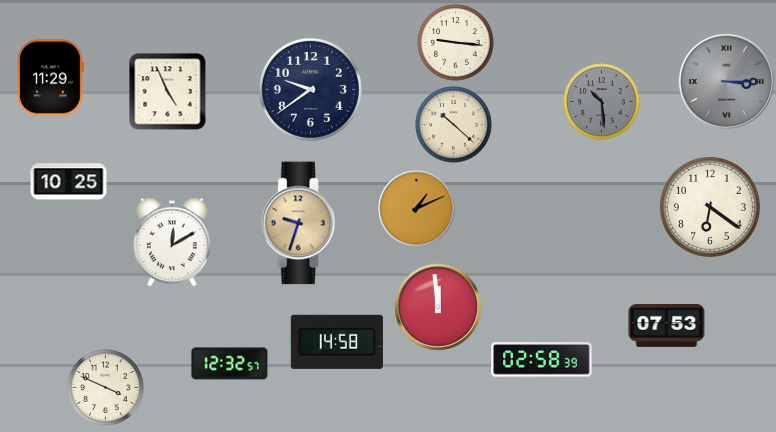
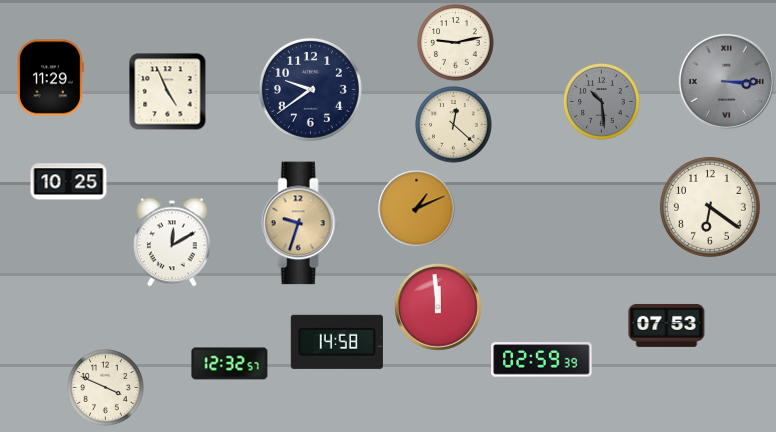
clock at (456, 43): 9:16 -> 9:13
clock at (454, 125): 10:22 -> 12:22
clock at (542, 360): 02:58 -> 02:59
